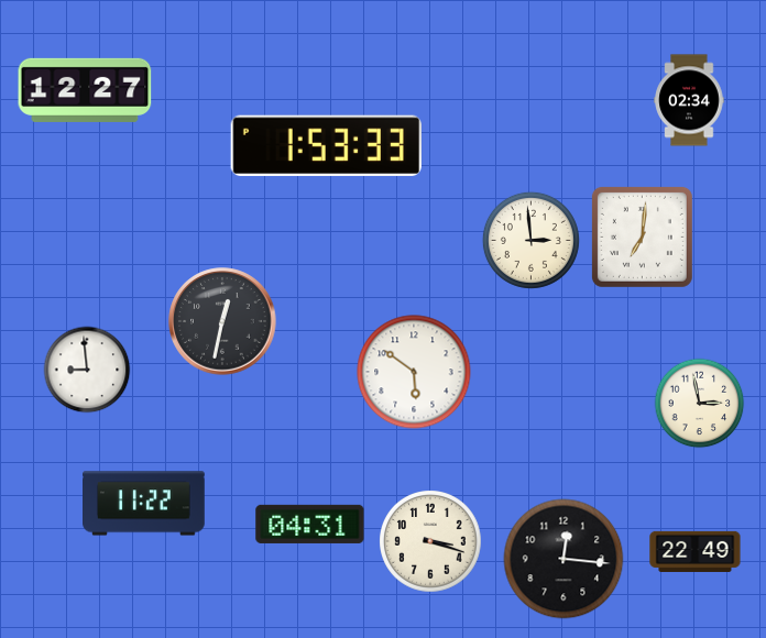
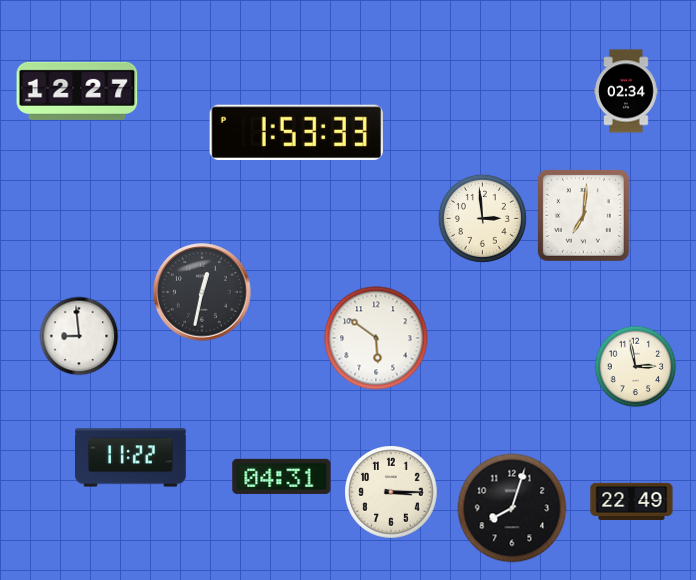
clock at (85, 90) position: (85, 90) -> (77, 91)
clock at (430, 541): 3:18 -> 3:15
clock at (563, 559): 12:16 -> 8:03
